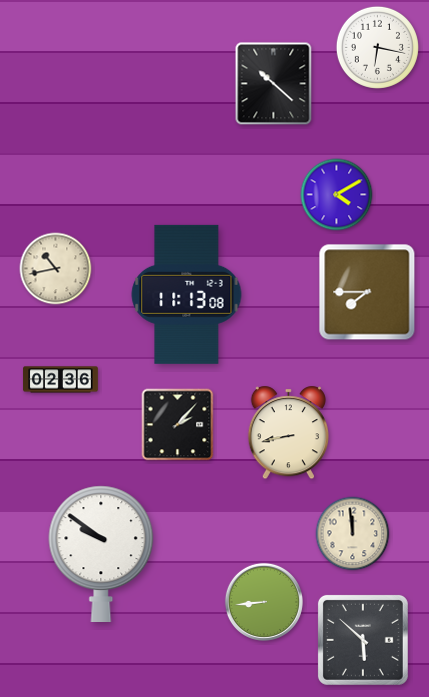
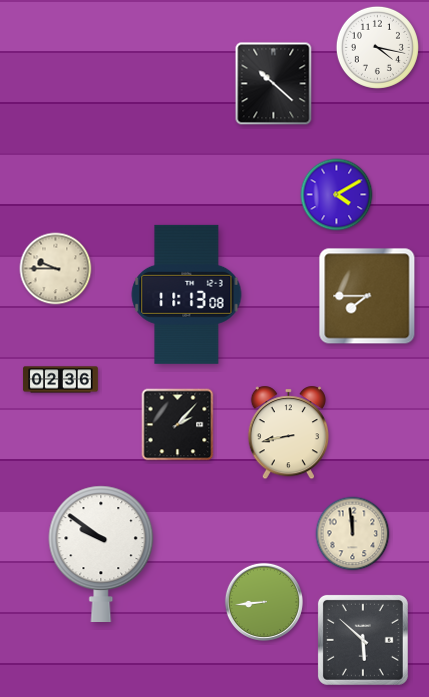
clock at (377, 47): 6:17 -> 4:17
clock at (56, 269): 10:43 -> 9:45
clock at (367, 292) position: (367, 292) -> (367, 296)
